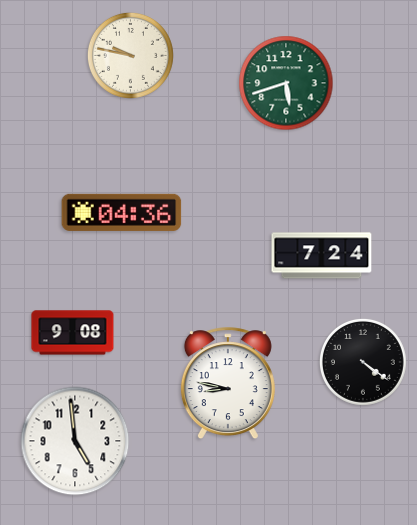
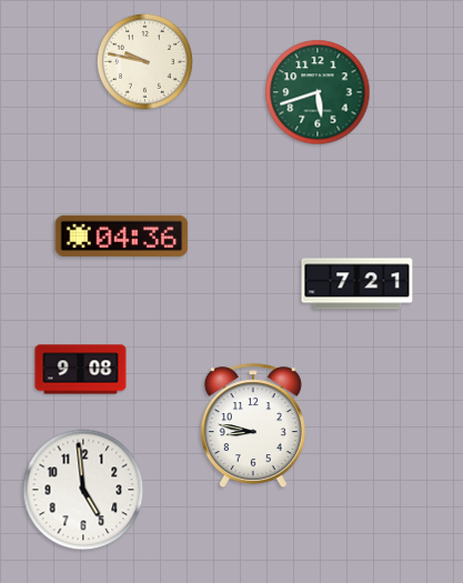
clock at (122, 212) position: (122, 212) -> (122, 235)
clock at (322, 256): 7:24 -> 7:21
clock at (363, 362): 4:21 -> none
